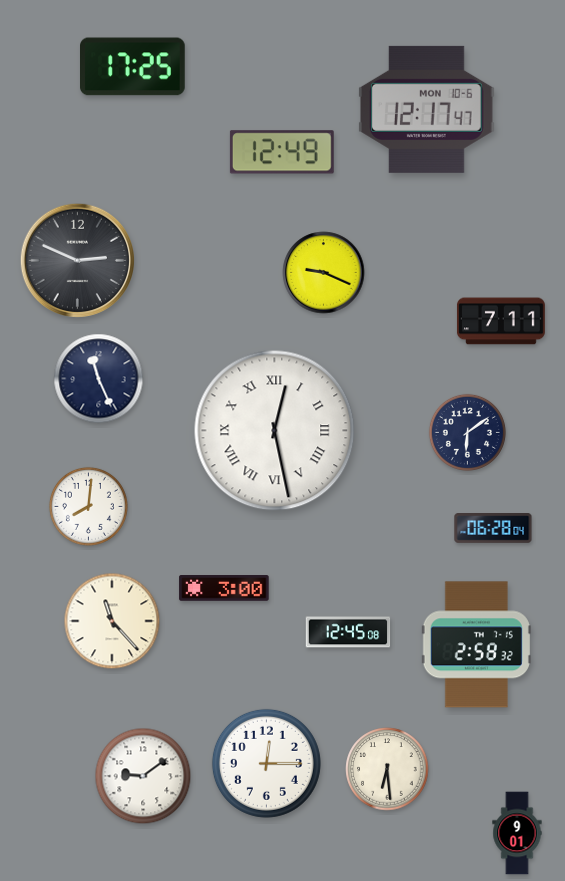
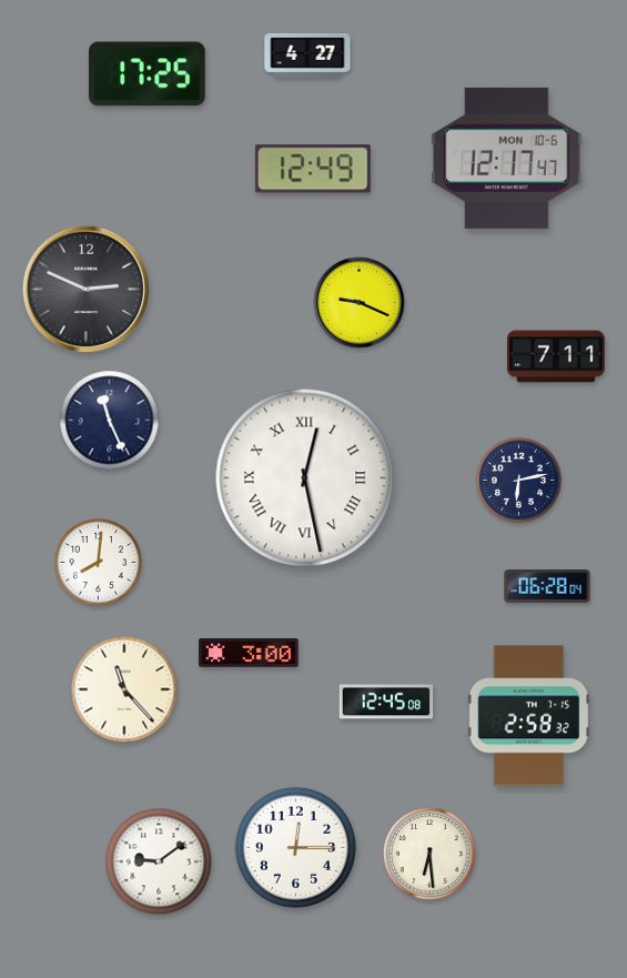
clock at (307, 57): none -> 4:27
clock at (427, 109) position: (427, 109) -> (507, 158)
clock at (467, 432): 6:09 -> 6:13
clock at (517, 833): 9:01 -> none
